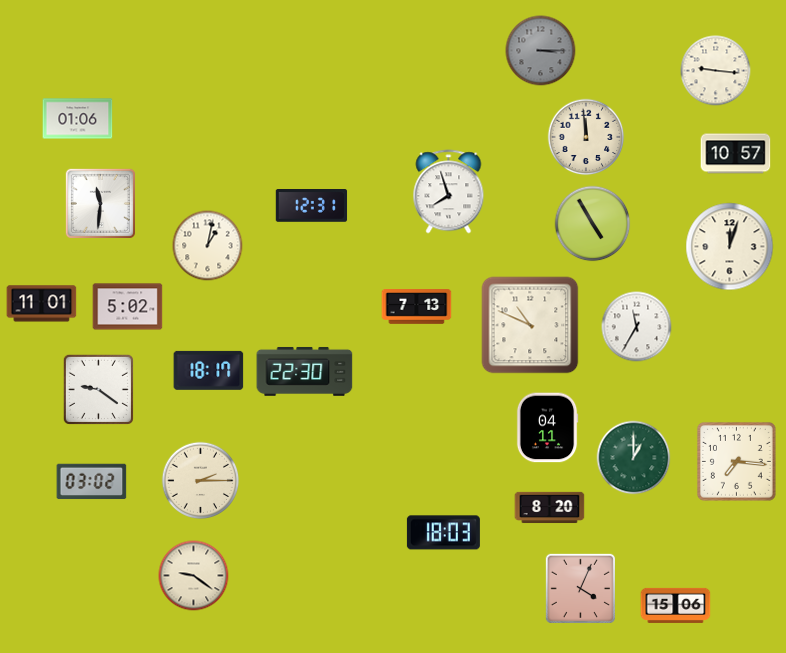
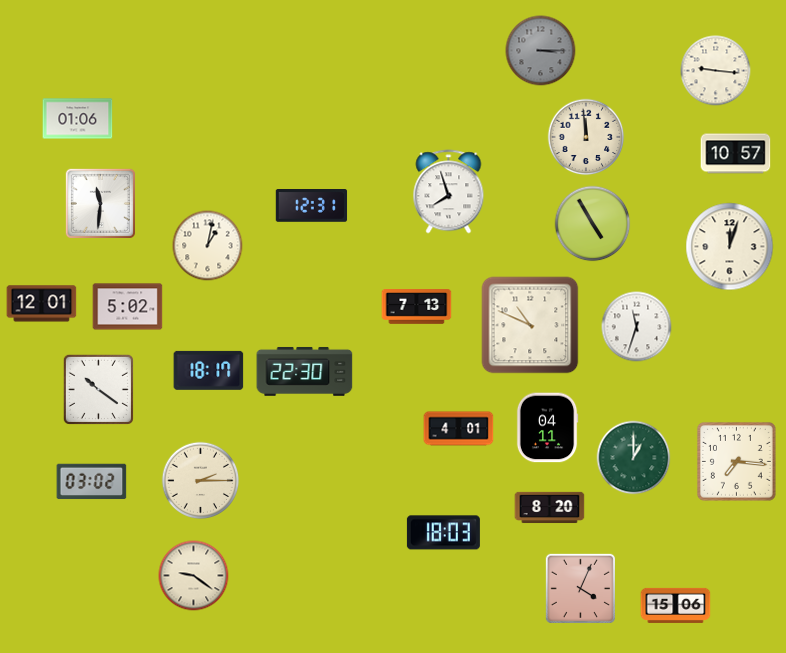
clock at (42, 304): 11:01 -> 12:01
clock at (637, 327): 11:35 -> 11:33
clock at (98, 389): 9:21 -> 10:21
clock at (459, 429): none -> 4:01
